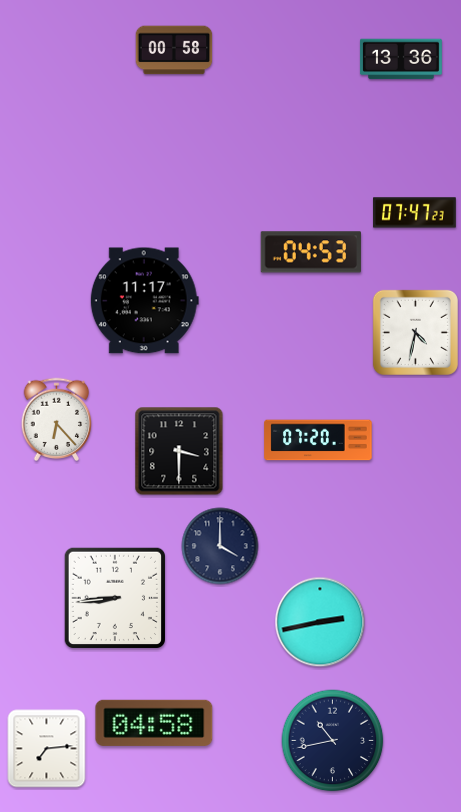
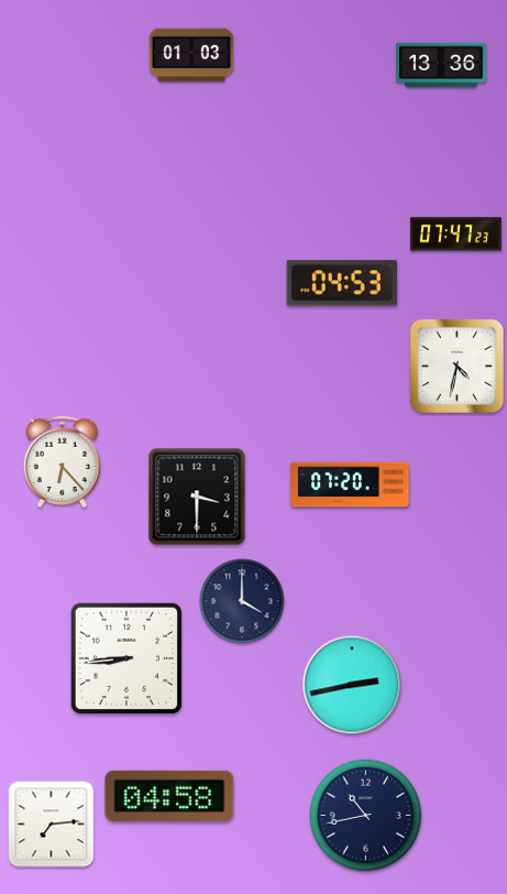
clock at (174, 50): 00:58 -> 01:03
clock at (311, 252) position: (311, 252) -> (342, 283)
clock at (144, 301): 11:17 -> none
